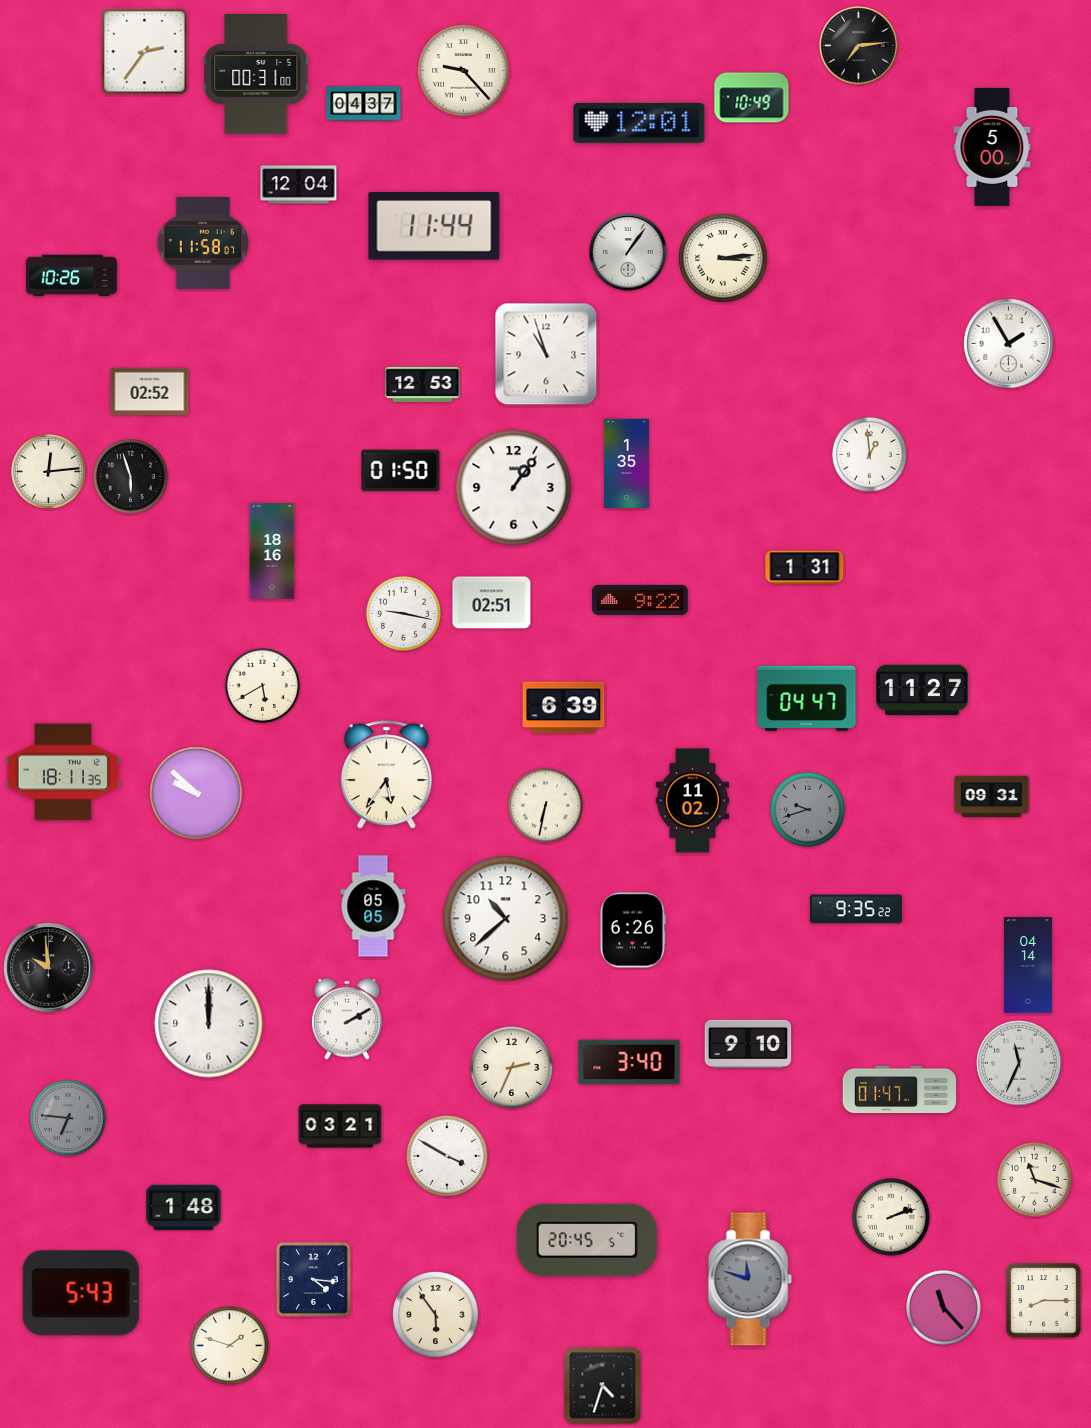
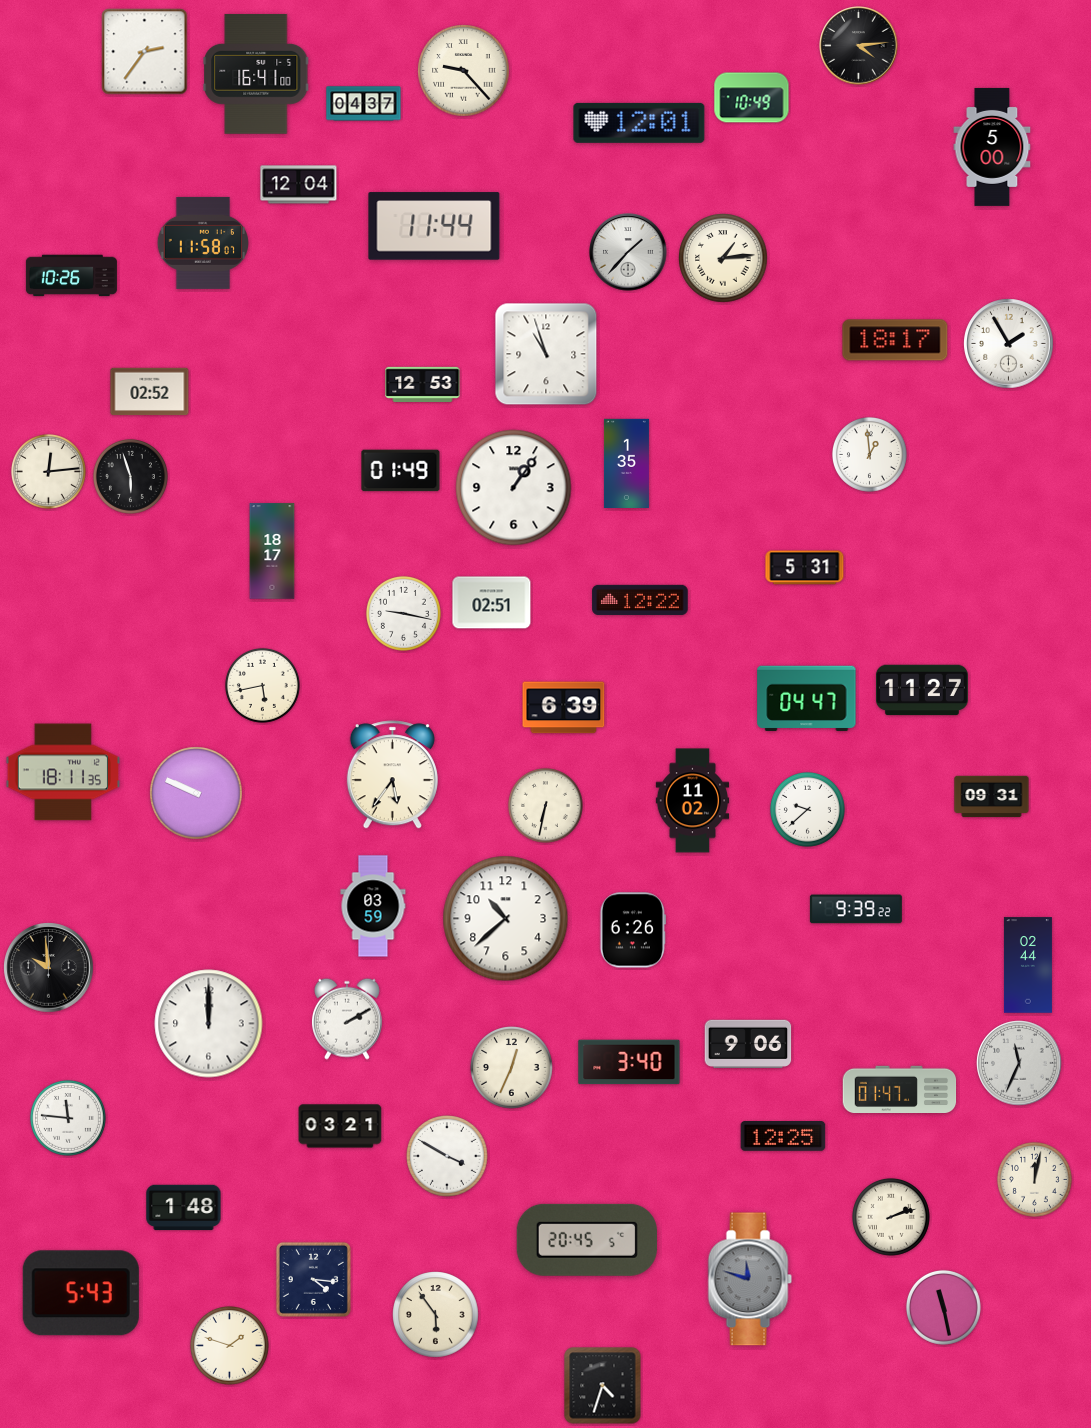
clock at (859, 46): 7:14 -> 4:14
clock at (256, 74): 00:31 -> 16:41
clock at (628, 252): 1:06 -> 1:37
clock at (723, 258): 3:14 -> 1:14
clock at (895, 340): none -> 18:17
clock at (401, 471): 01:50 -> 01:49
clock at (272, 551): 18:16 -> 18:17
clock at (805, 568): 1:31 -> 5:31
clock at (640, 600): 9:22 -> 12:22
clock at (262, 685): 5:40 -> 5:43
clock at (386, 775) position: (386, 775) -> (392, 775)
clock at (196, 793): 9:52 -> 9:49
clock at (807, 809): 9:42 -> 9:38
clock at (807, 809) dial: grey -> white
clock at (373, 906): 05:05 -> 03:59
clock at (856, 909): 9:35 -> 9:39
clock at (1028, 965): 04:14 -> 02:44
clock at (748, 1043): 9:10 -> 9:06
clock at (512, 1068): 2:34 -> 12:34
clock at (68, 1118): 6:46 -> 11:46
clock at (68, 1118) dial: grey -> white
clock at (783, 1137): none -> 12:25
clock at (1034, 1179): 11:18 -> 12:02
clock at (1044, 1301): 8:15 -> none
clock at (943, 1307): 11:23 -> 11:28
